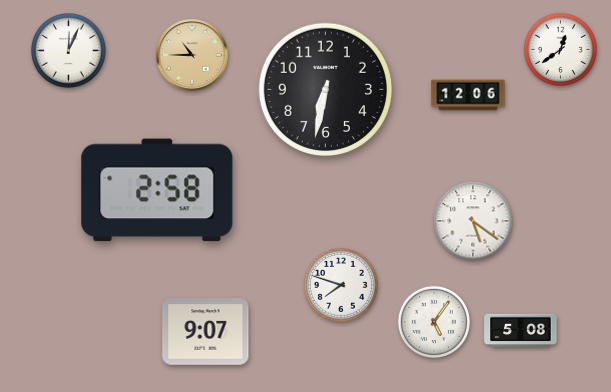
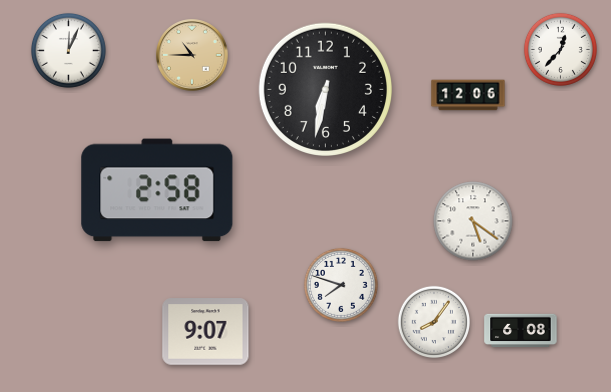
clock at (560, 49): 12:39 -> 12:37
clock at (433, 321): 5:06 -> 8:06
clock at (521, 331): 5:08 -> 6:08
